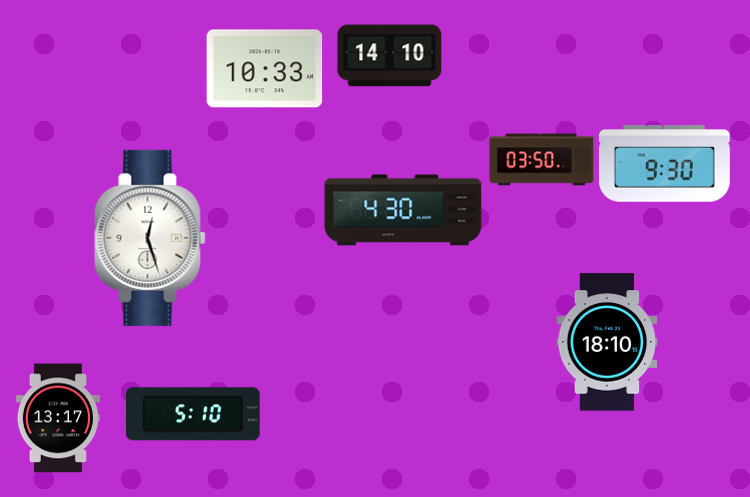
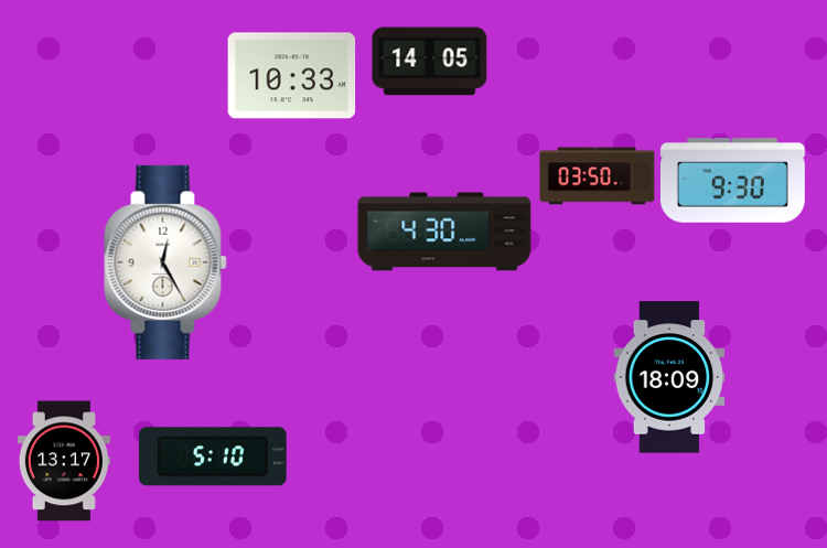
clock at (390, 56): 14:10 -> 14:05
clock at (150, 238): 12:27 -> 12:25
clock at (607, 342): 18:10 -> 18:09
